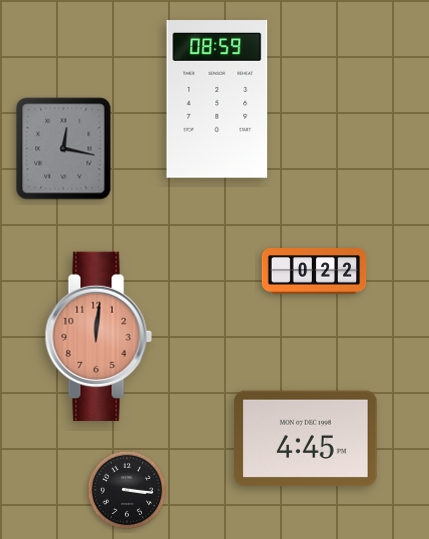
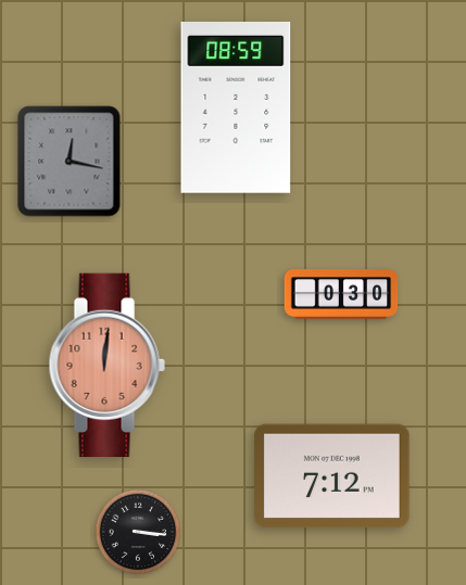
clock at (314, 271): 0:22 -> 0:30
clock at (306, 439): 4:45 -> 7:12
